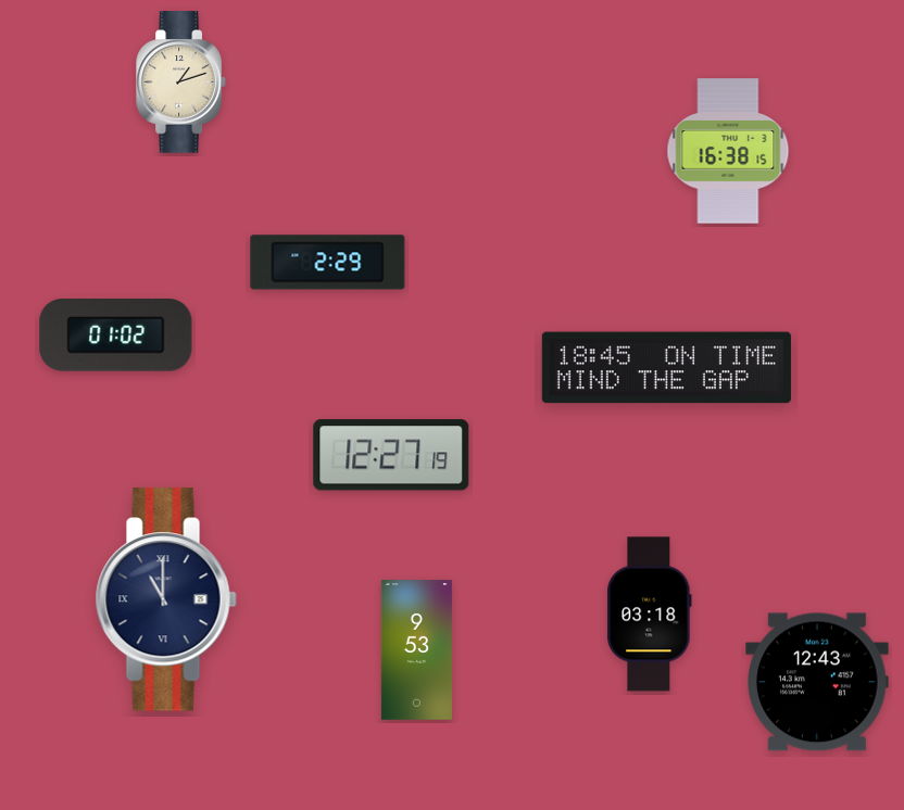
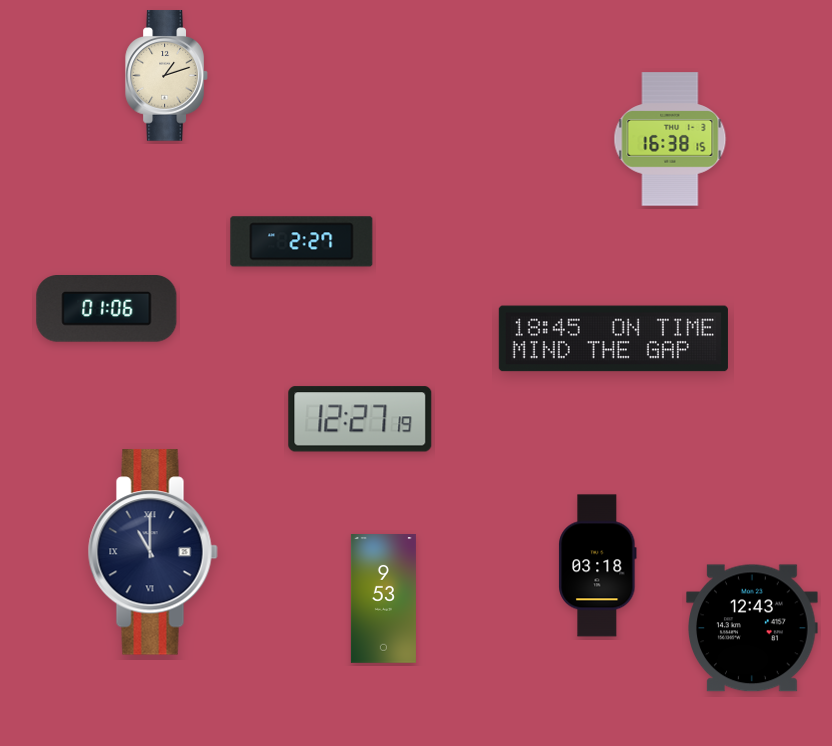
clock at (328, 263): 2:29 -> 2:27
clock at (116, 336): 01:02 -> 01:06
